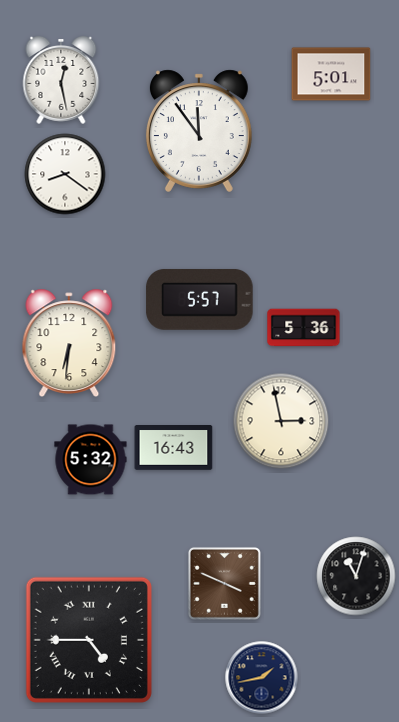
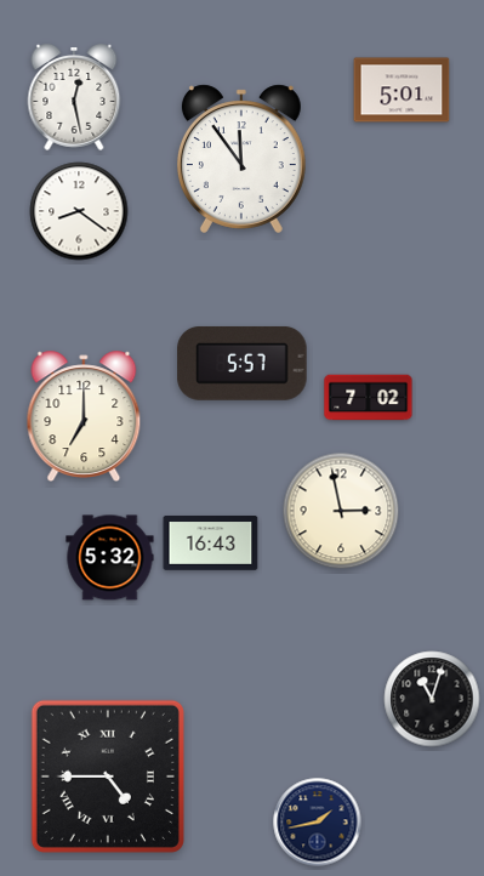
clock at (304, 328): 5:36 -> 7:02
clock at (69, 342): 6:31 -> 7:00
clock at (224, 583): 3:49 -> none
